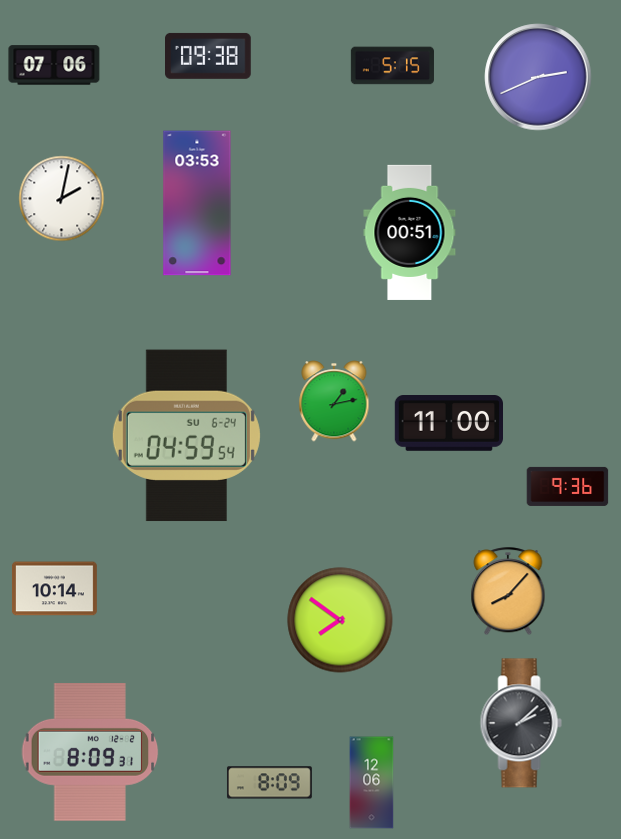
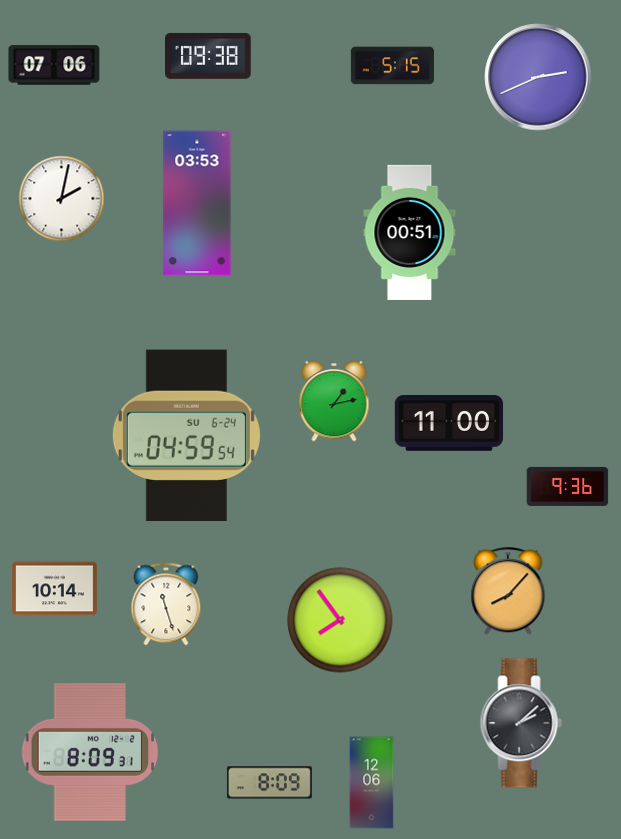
clock at (166, 604): none -> 11:27
clock at (340, 620): 7:51 -> 7:54
